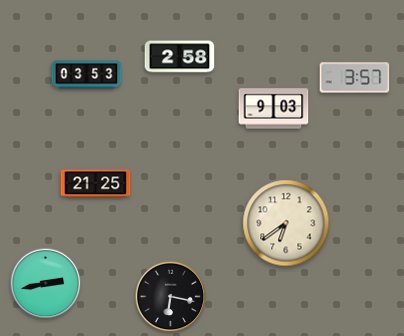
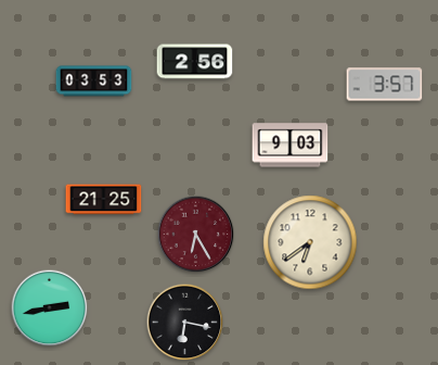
clock at (180, 57): 2:58 -> 2:56
clock at (274, 109) position: (274, 109) -> (291, 146)
clock at (196, 235): none -> 6:25
